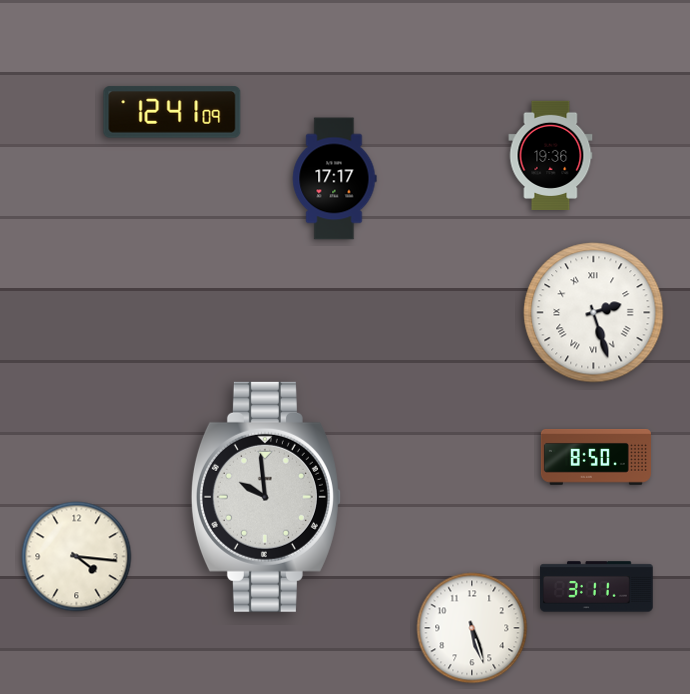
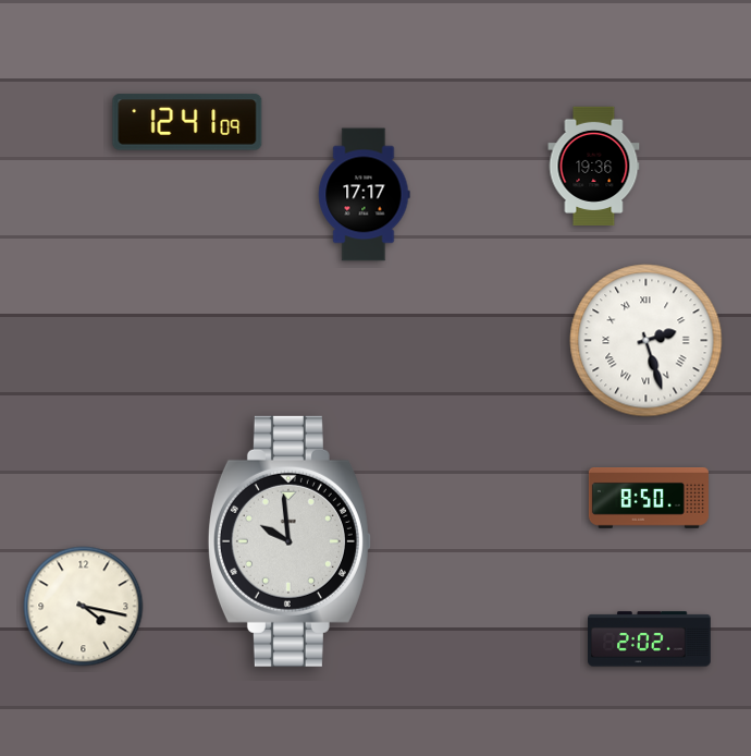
clock at (551, 155) position: (551, 155) -> (594, 166)
clock at (77, 557): 4:16 -> 4:17
clock at (597, 587): 3:11 -> 2:02
clock at (472, 628): 5:27 -> none
